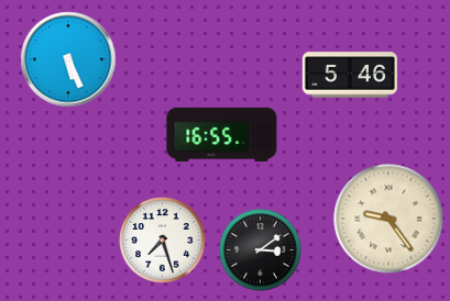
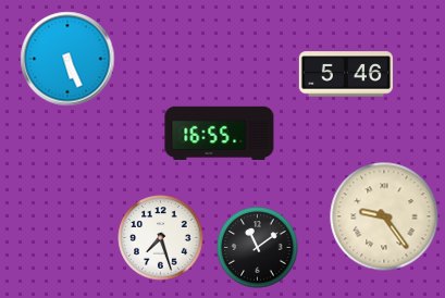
clock at (261, 250): 3:09 -> 11:09
